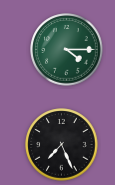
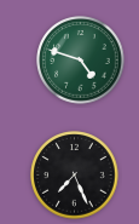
clock at (67, 50): 4:15 -> 4:48
